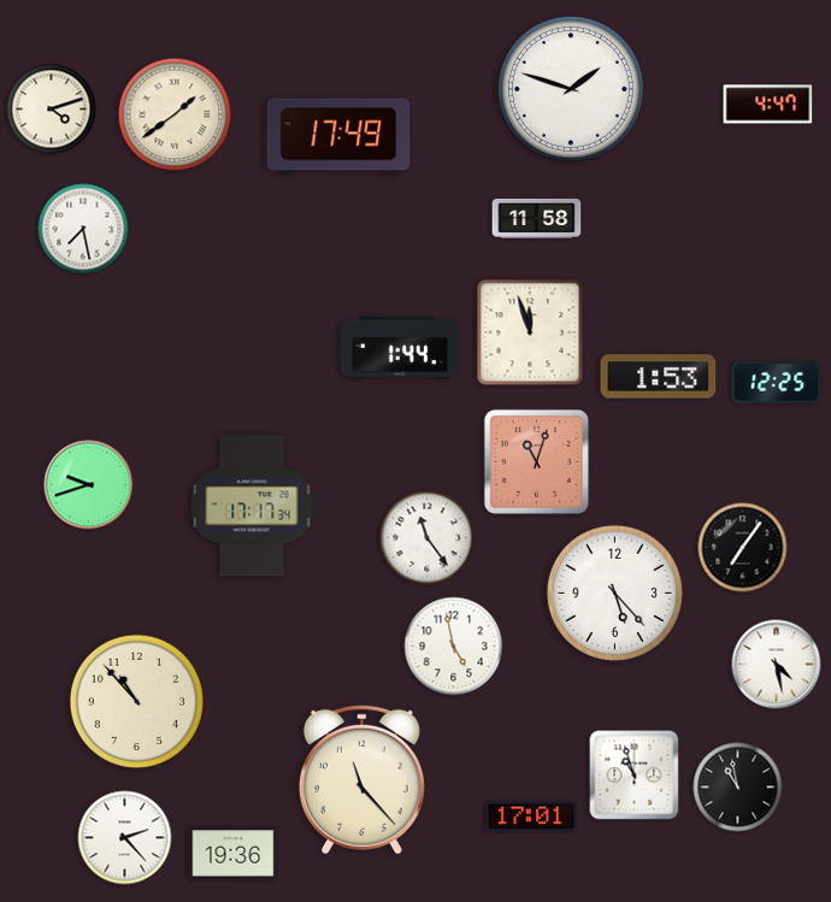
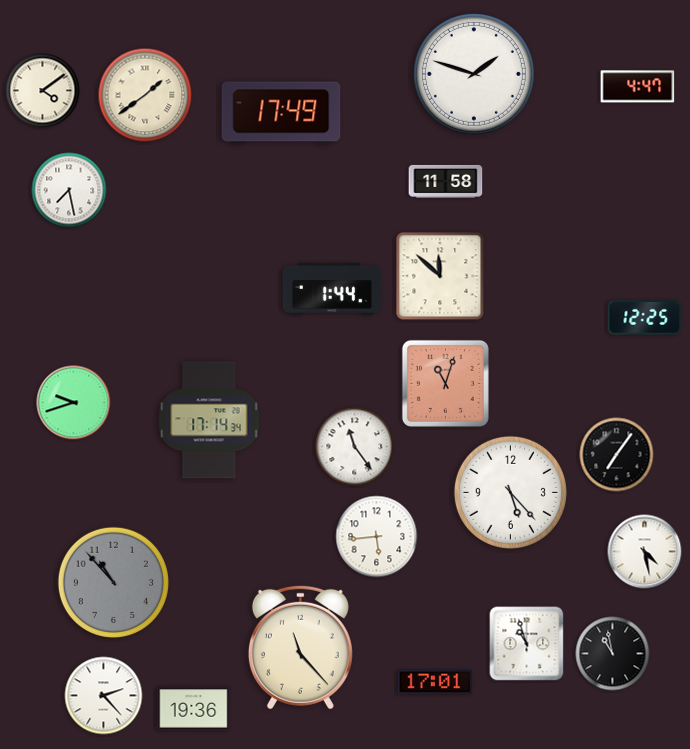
clock at (52, 110): 4:12 -> 4:09
clock at (530, 332): 11:57 -> 11:52
clock at (659, 377): 1:53 -> none
clock at (252, 506): 17:17 -> 17:14
clock at (454, 647): 4:58 -> 5:44
clock at (136, 701) dial: cream -> grey
clock at (531, 816) position: (531, 816) -> (435, 682)
